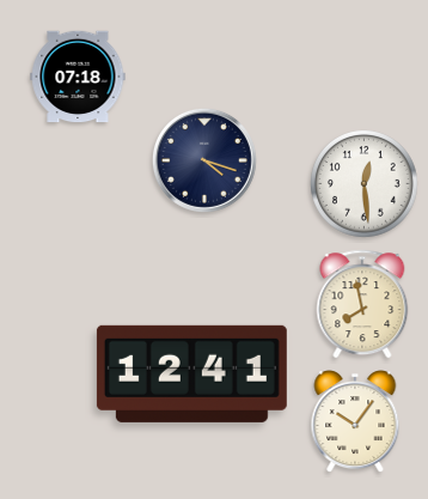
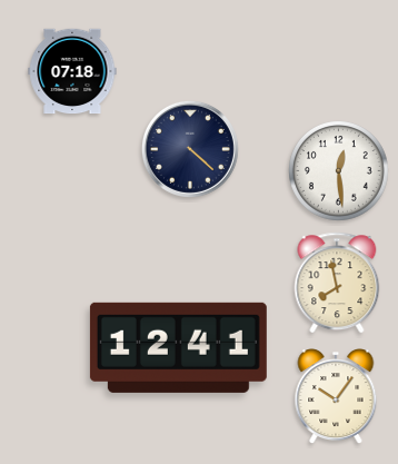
clock at (204, 160): 4:18 -> 4:22
clock at (355, 422) position: (355, 422) -> (336, 397)
